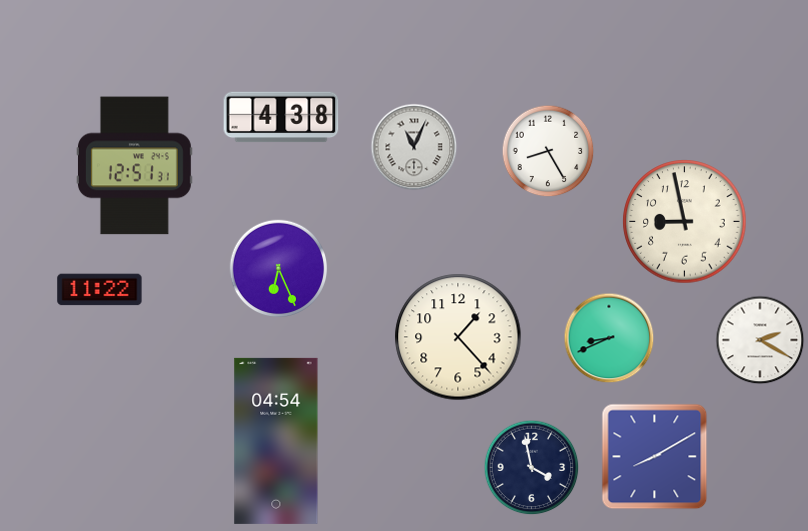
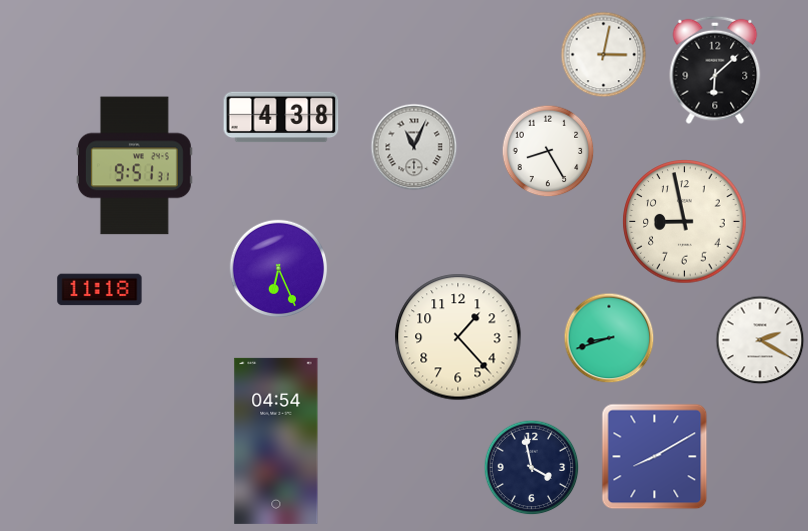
clock at (604, 55): none -> 3:02
clock at (715, 70): none -> 6:08
clock at (134, 166): 12:51 -> 9:51
clock at (100, 290): 11:22 -> 11:18
clock at (609, 338): 8:41 -> 8:42
